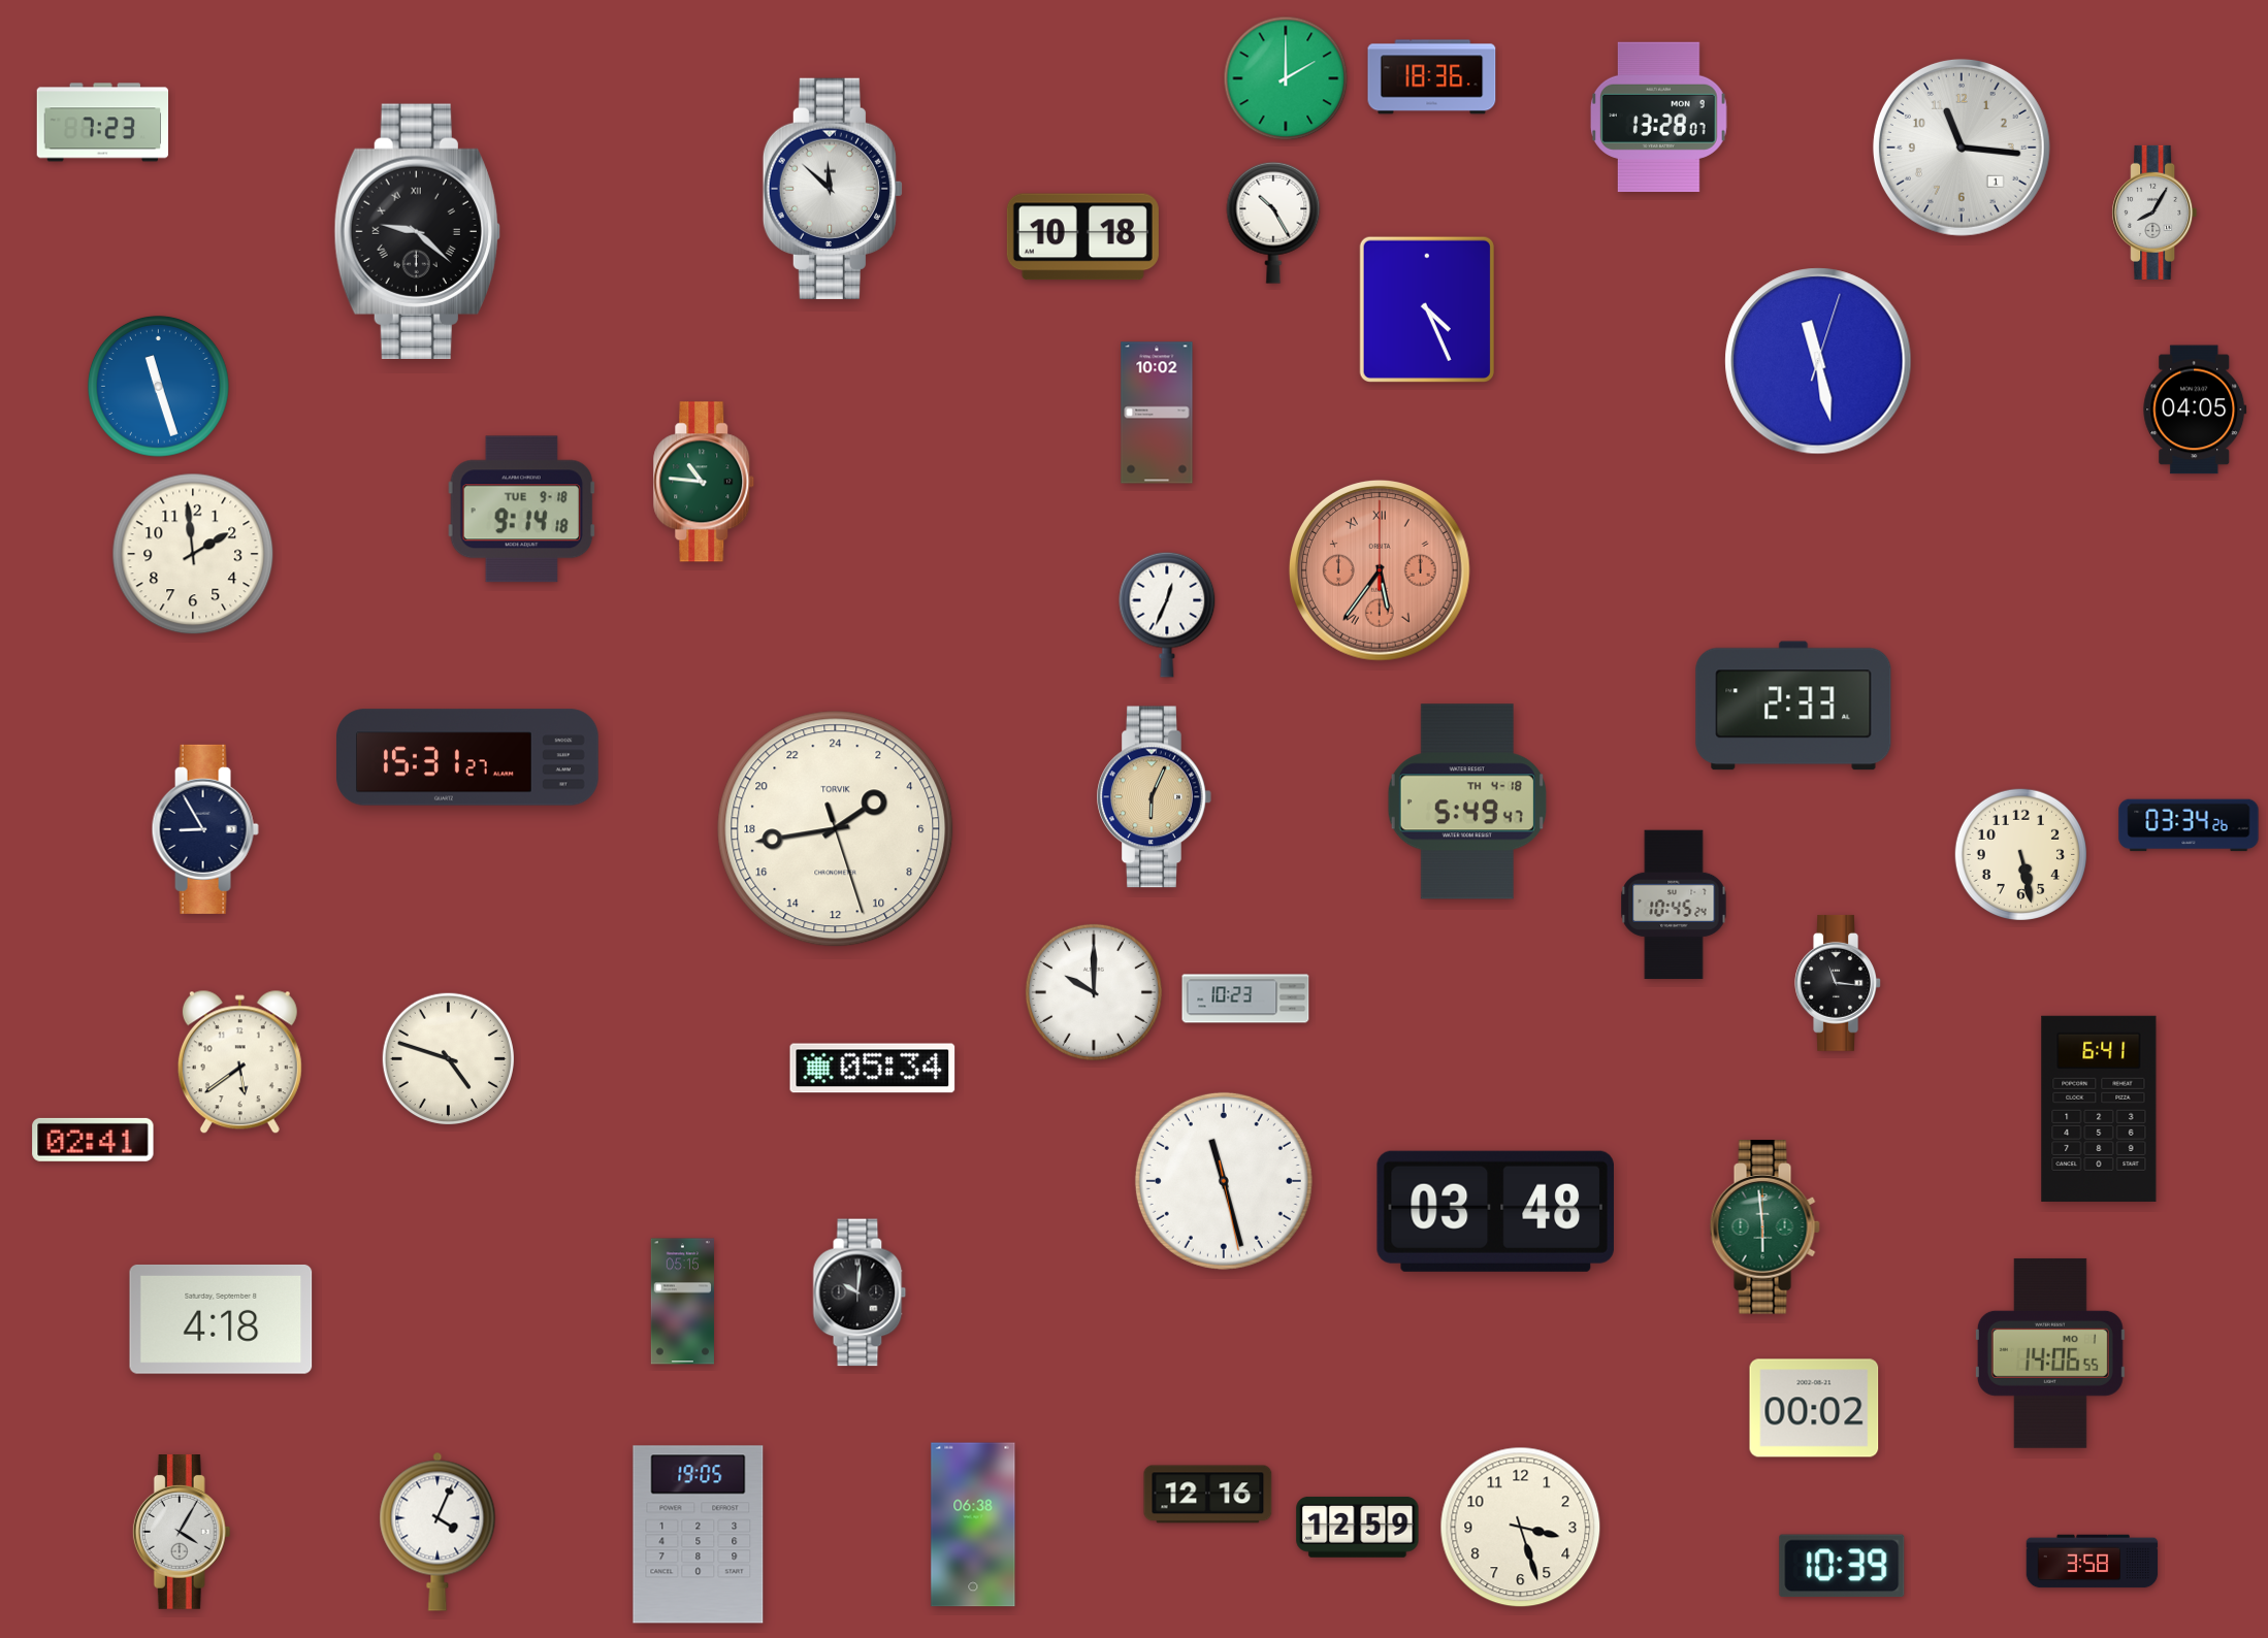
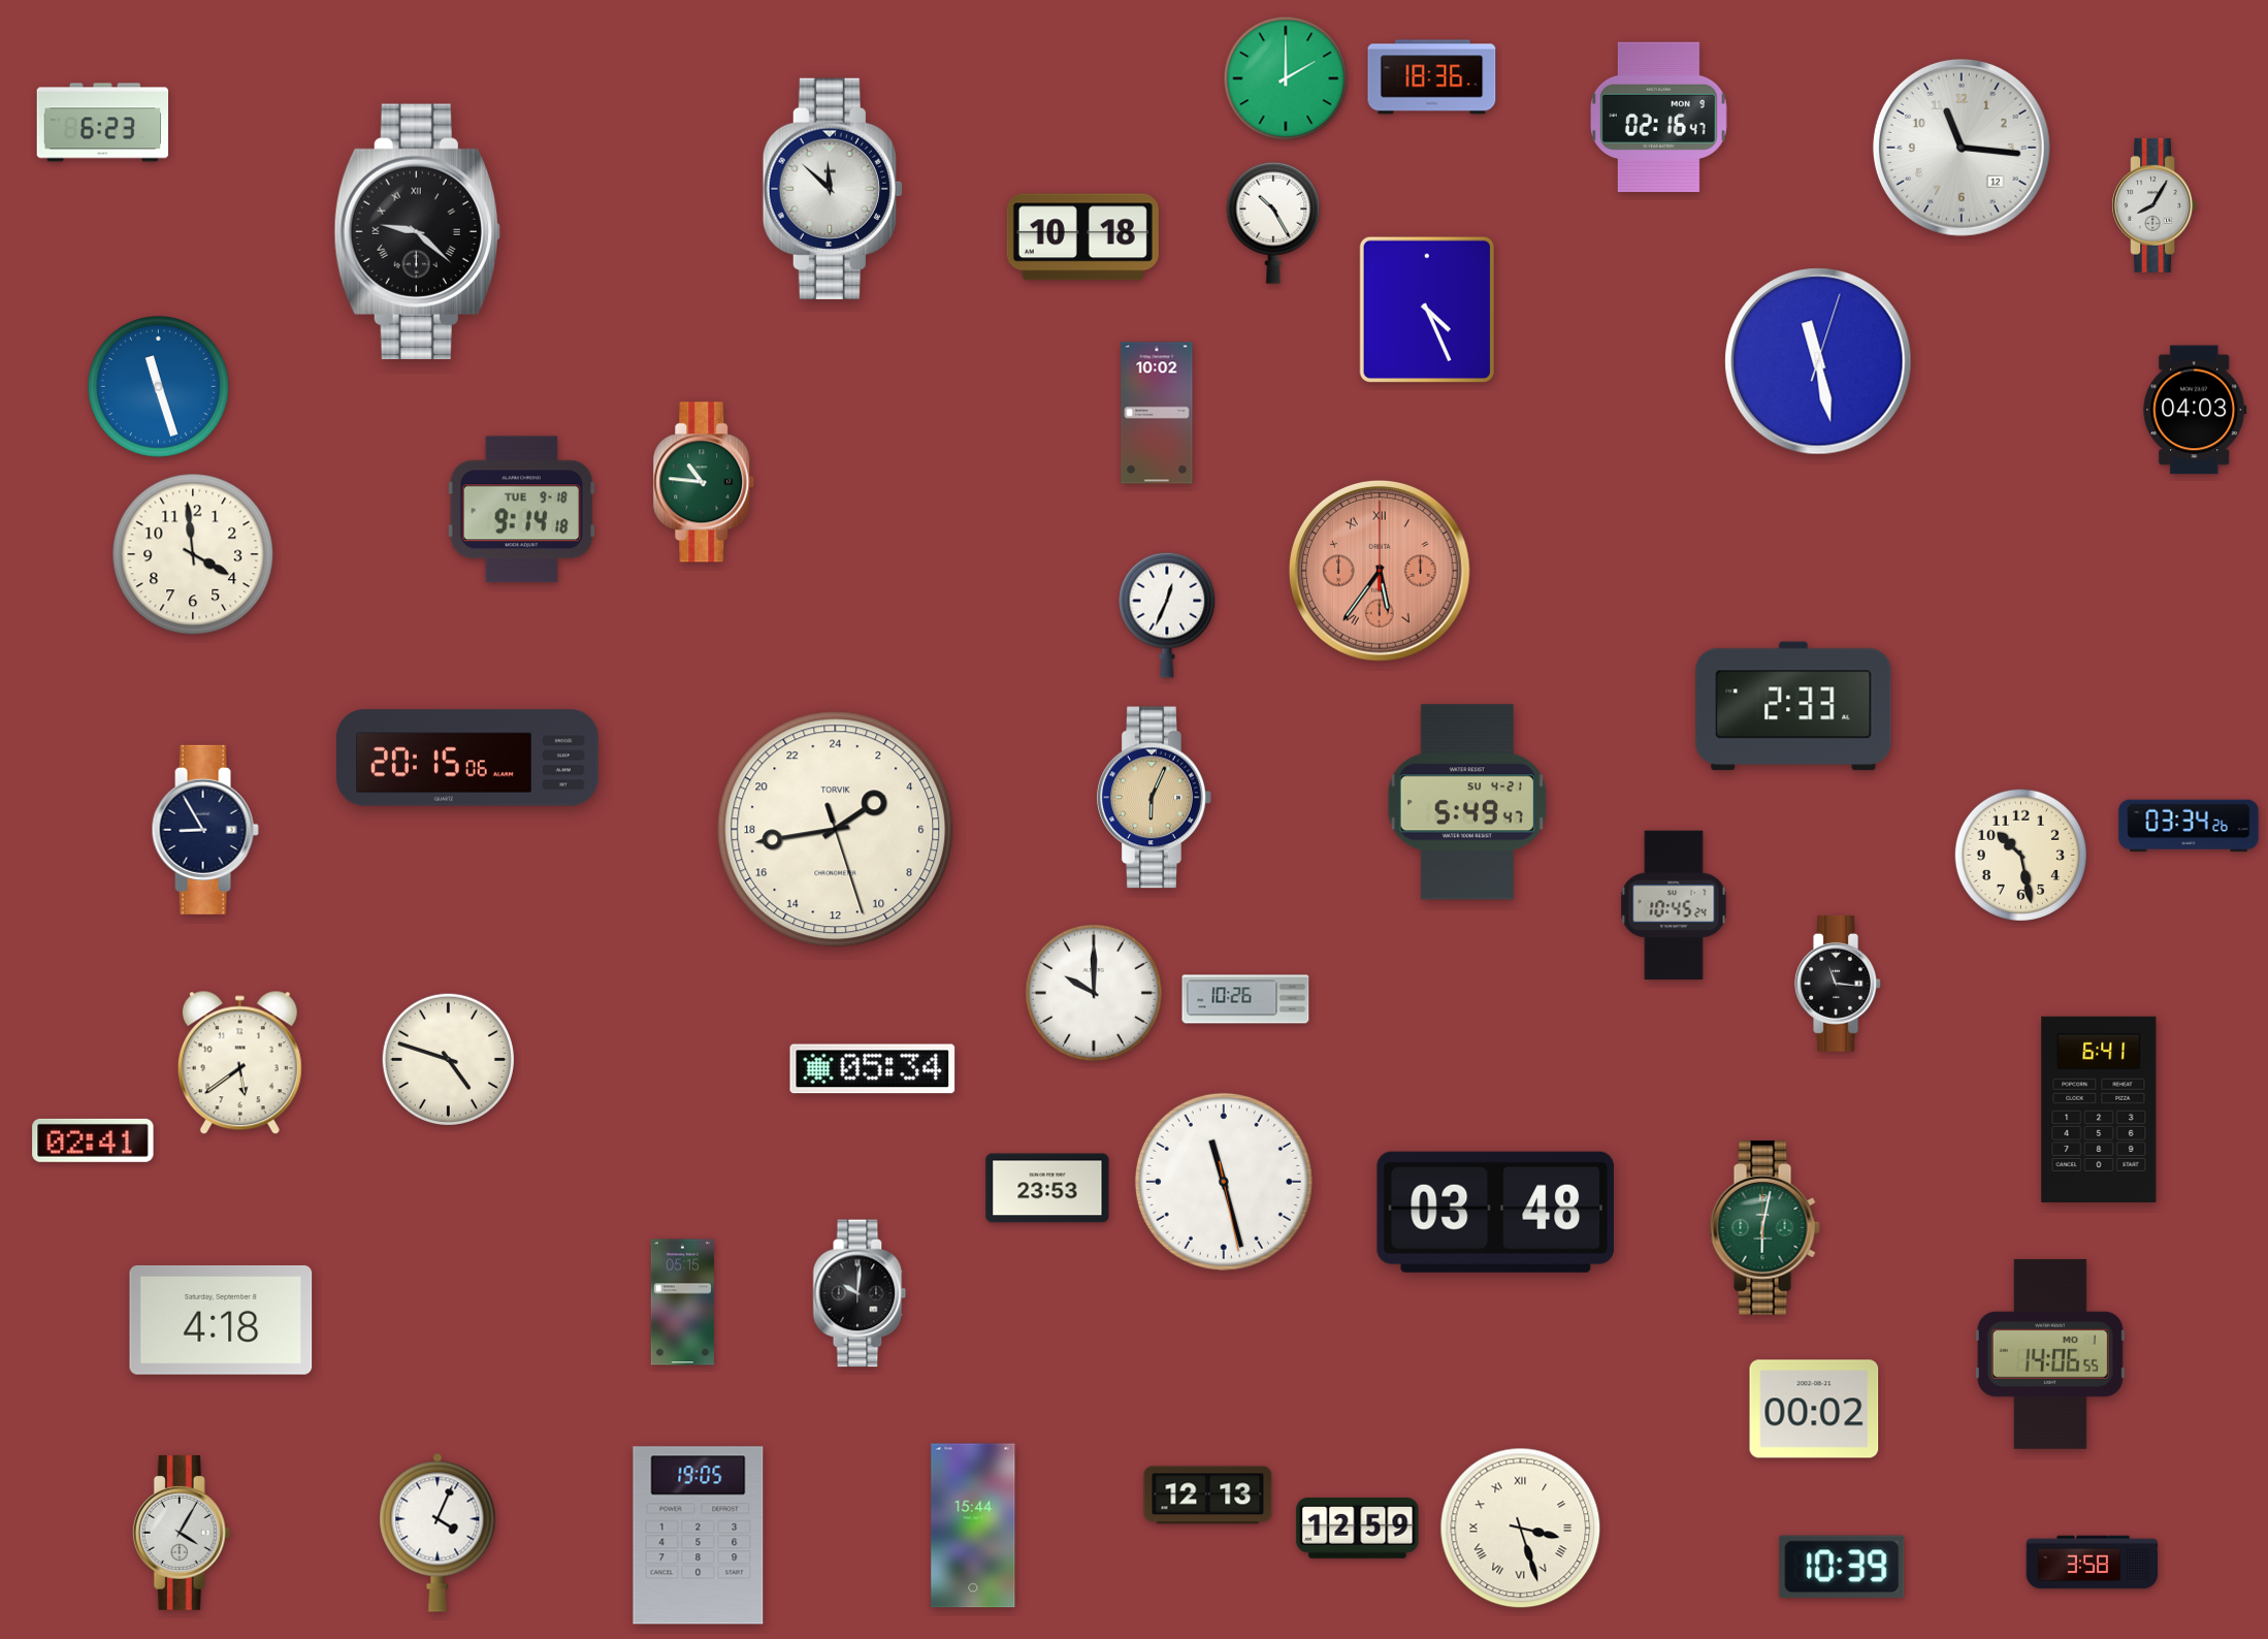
clock at (1658, 117): 13:28 -> 02:16
clock at (103, 123): 7:23 -> 6:23
clock at (1962, 148) date: 1 -> 12
clock at (2154, 212) position: (2154, 212) -> (2154, 205)
clock at (2195, 409): 04:05 -> 04:03
clock at (193, 554): 1:59 -> 3:59
clock at (468, 757): 15:31 -> 20:15
clock at (1467, 801) date: TH 4-18 -> SU 4-21
clock at (2020, 854): 5:28 -> 10:28
clock at (1245, 998): 10:23 -> 10:26
clock at (1047, 1188): none -> 23:53
clock at (1764, 1227): 5:59 -> 6:02
clock at (1208, 1495): 12:16 -> 12:13
clock at (973, 1525): 06:38 -> 15:44
clock at (1521, 1528) numerals: Arabic -> Roman
